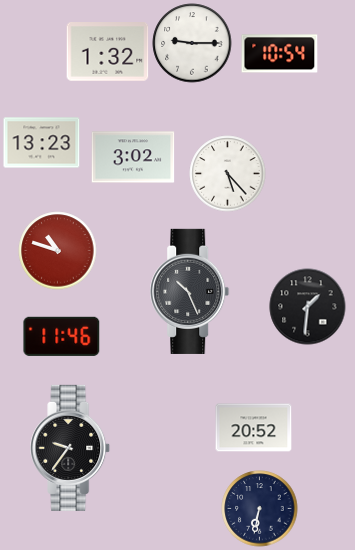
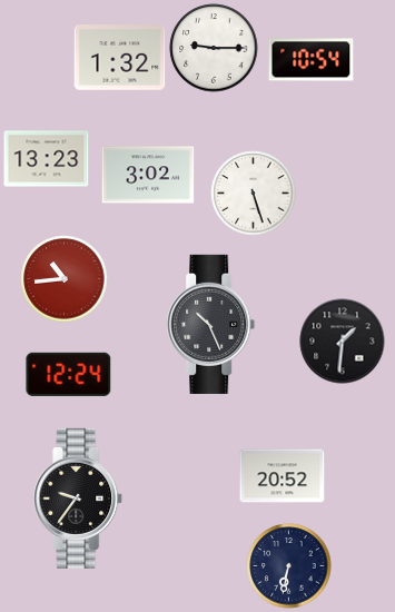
clock at (228, 174): 5:23 -> 5:27
clock at (58, 251): 10:48 -> 10:44
clock at (62, 336): 11:46 -> 12:24
